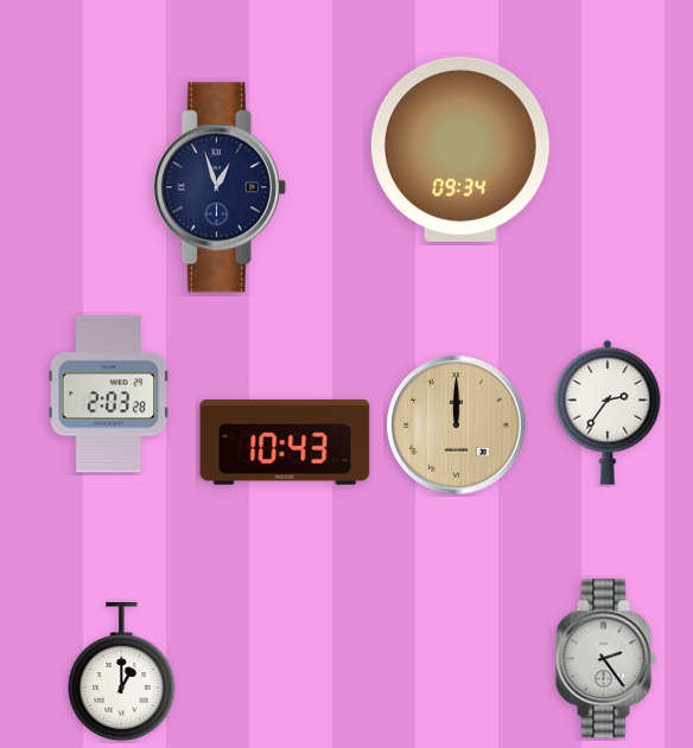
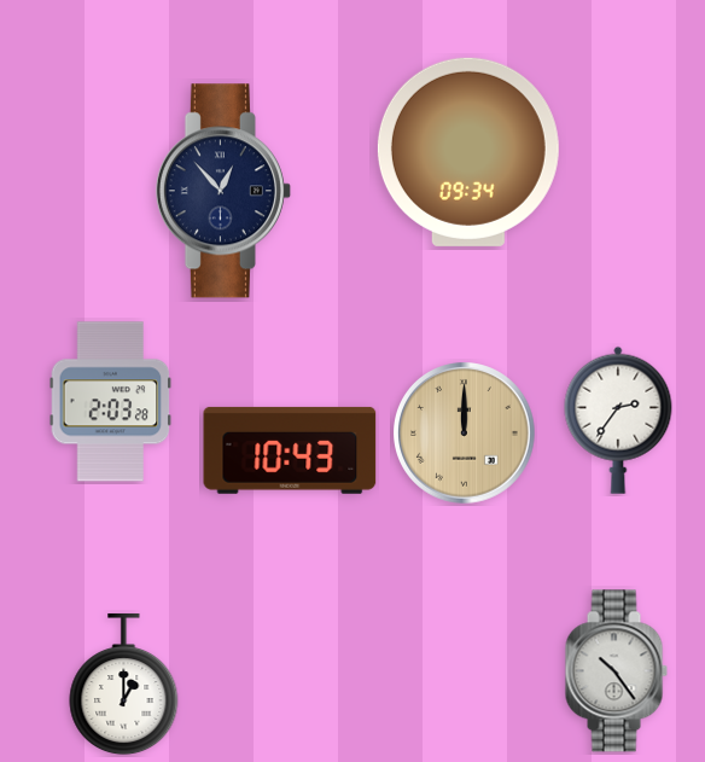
clock at (220, 187): 12:57 -> 12:53
clock at (605, 659): 2:24 -> 10:24
